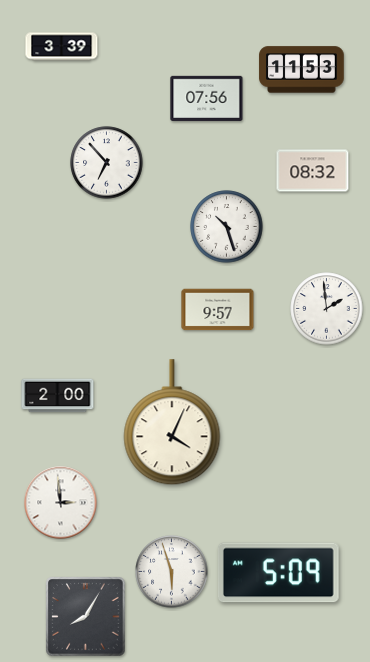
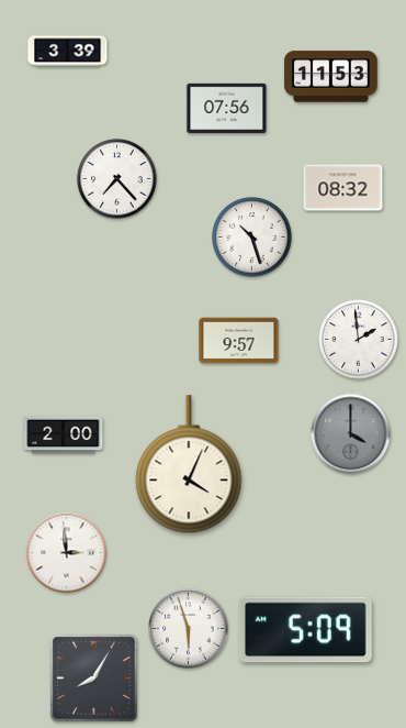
clock at (107, 163): 6:53 -> 7:23
clock at (227, 227) position: (227, 227) -> (252, 238)
clock at (351, 434): none -> 4:00
